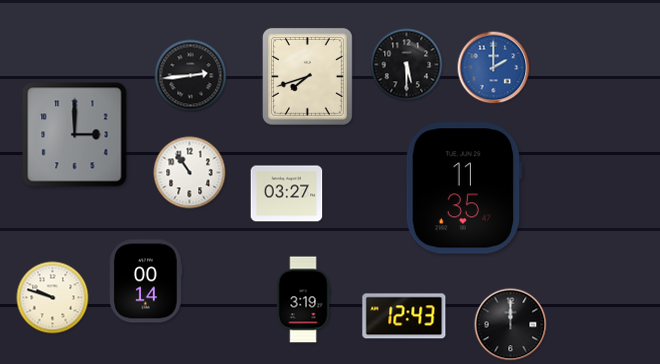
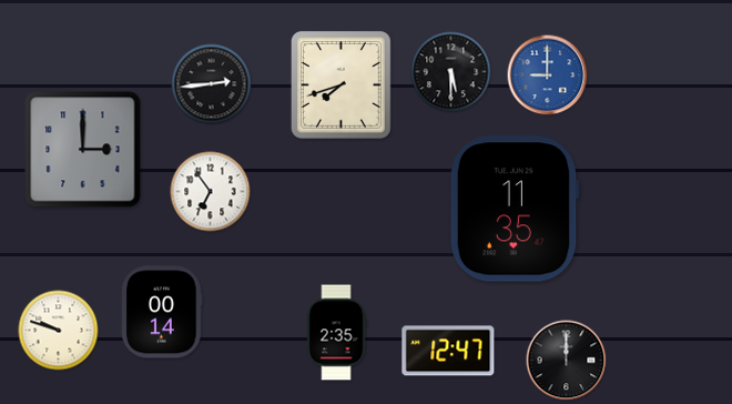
clock at (494, 68): 2:00 -> 9:00
clock at (190, 173): 10:54 -> 6:54
clock at (287, 194): 03:27 -> none
clock at (303, 300): 3:19 -> 2:35
clock at (404, 316): 12:43 -> 12:47
